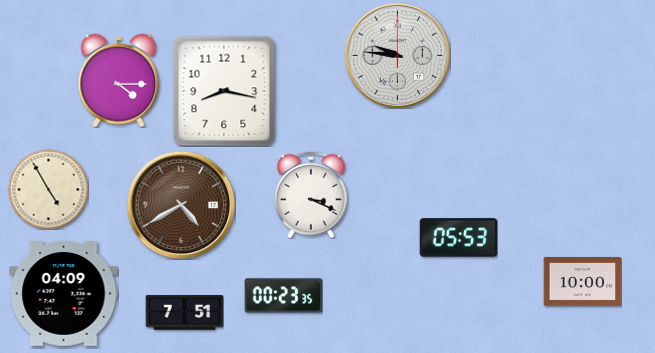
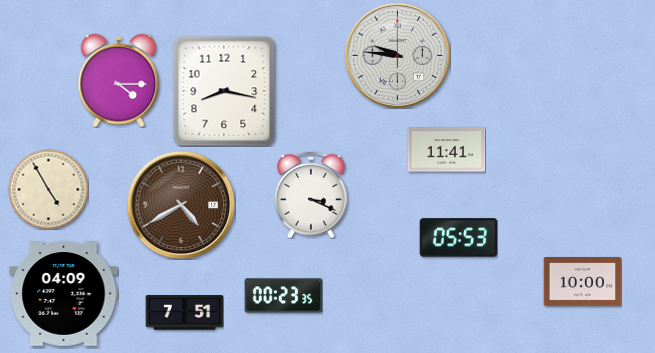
clock at (446, 150): none -> 11:41
